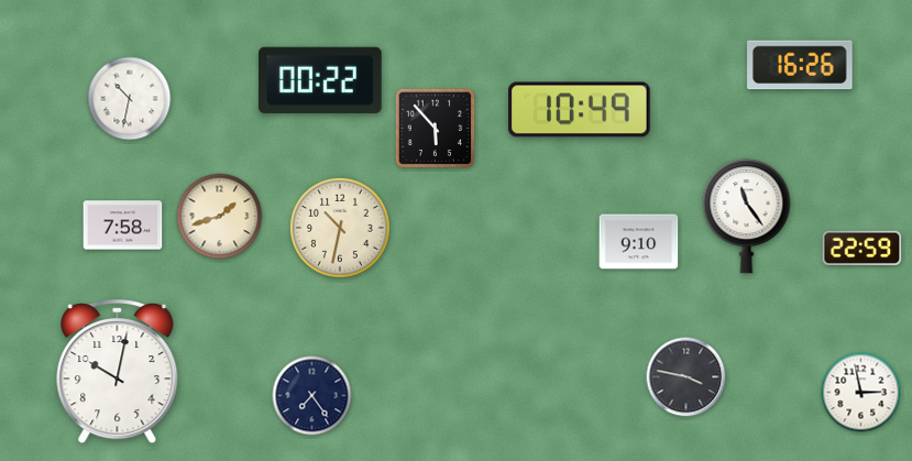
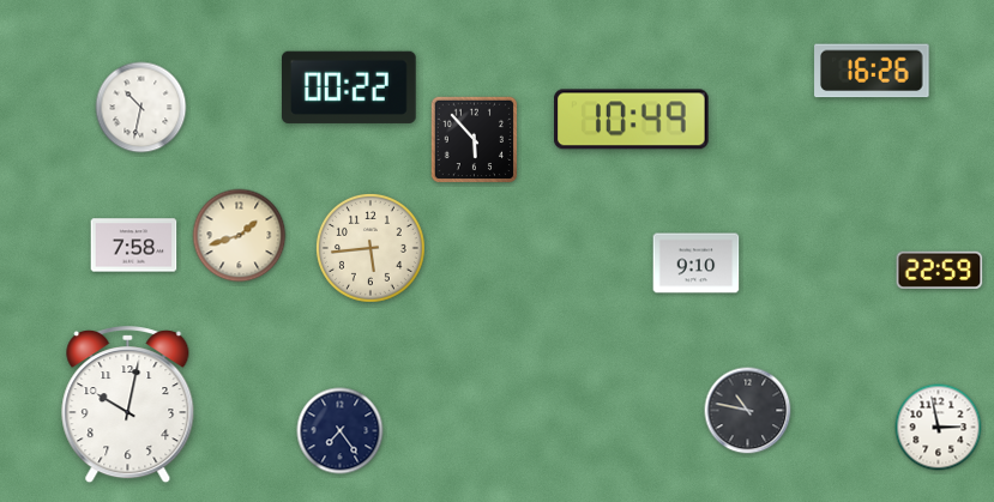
clock at (747, 217): 11:24 -> none
clock at (340, 228): 10:32 -> 5:44
clock at (686, 377): 3:47 -> 10:47
